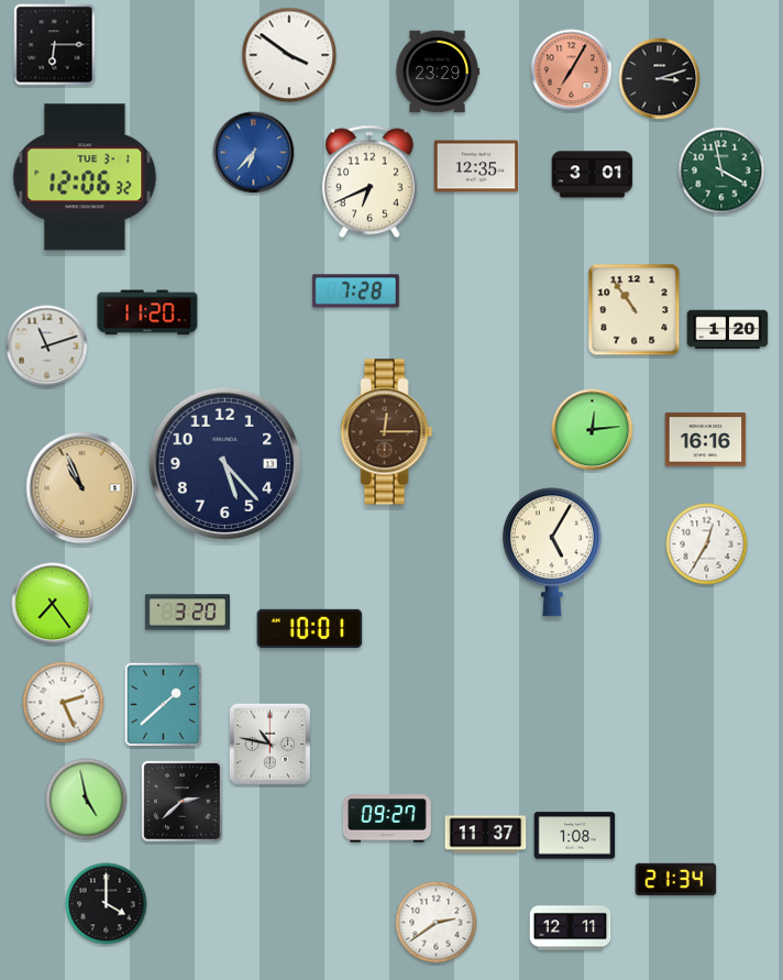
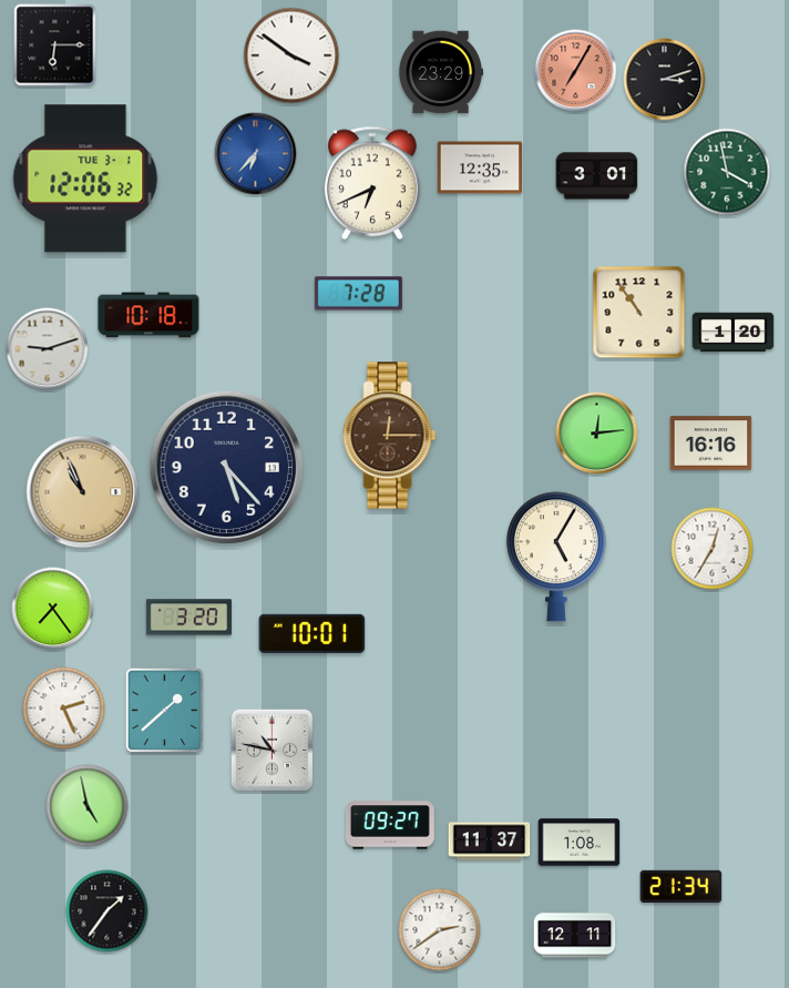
clock at (147, 312): 11:20 -> 10:18
clock at (47, 346): 11:12 -> 9:12
clock at (183, 802): 2:38 -> none
clock at (107, 904): 4:00 -> 1:36
